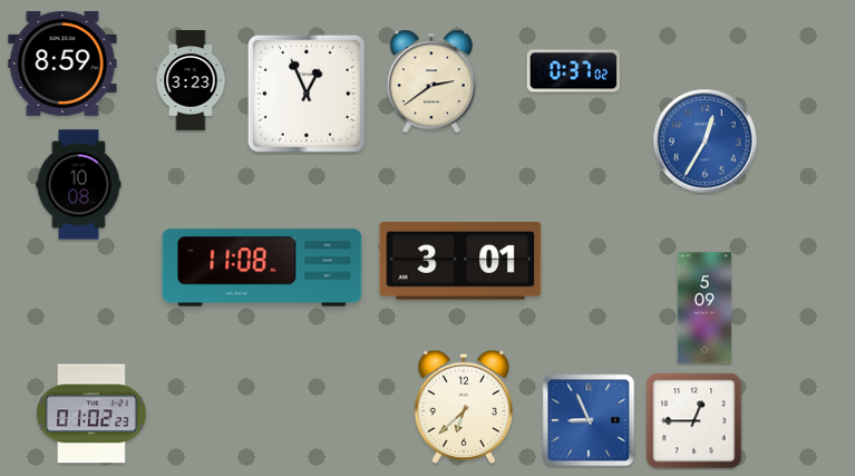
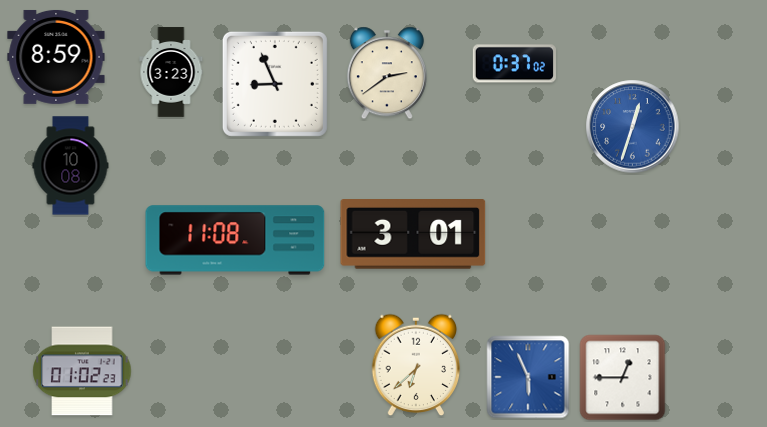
clock at (307, 94): 12:56 -> 8:56
clock at (706, 142): 12:35 -> 12:33
clock at (705, 308): 5:09 -> none
clock at (589, 420): 8:56 -> 5:56
